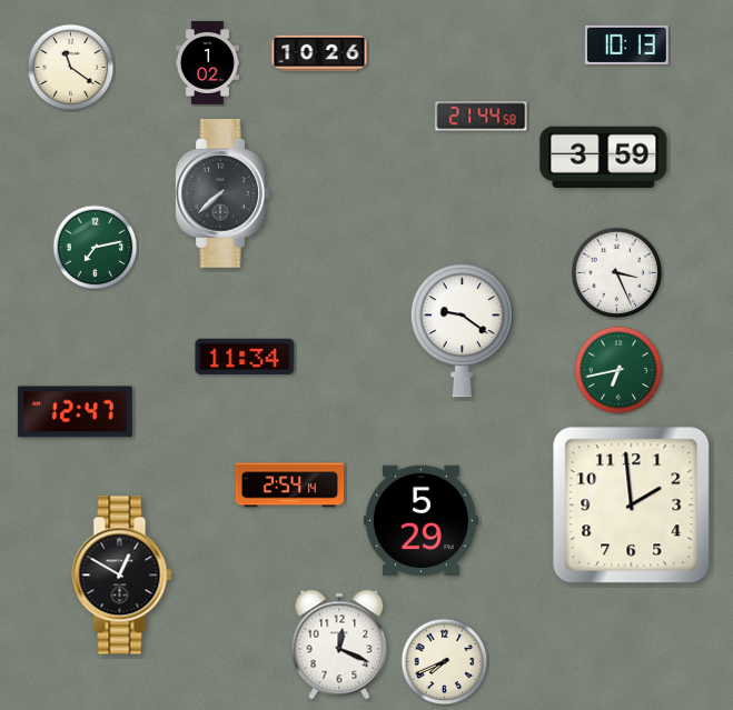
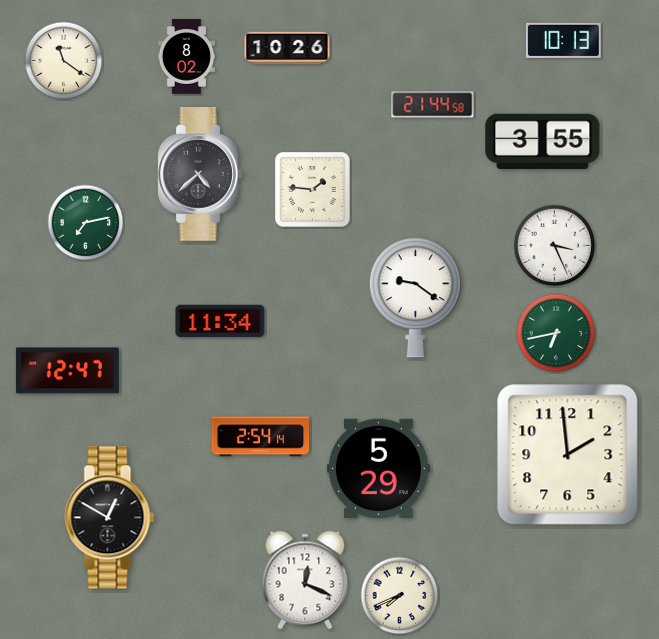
clock at (207, 63): 1:02 -> 8:02
clock at (604, 157): 3:59 -> 3:55
clock at (222, 194): 7:38 -> 4:38
clock at (313, 190): none -> 1:46
